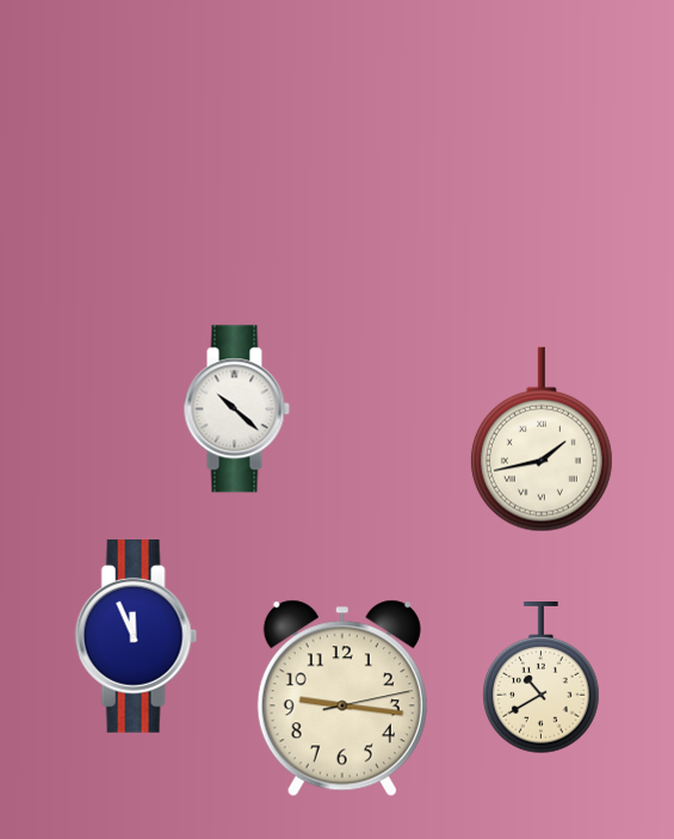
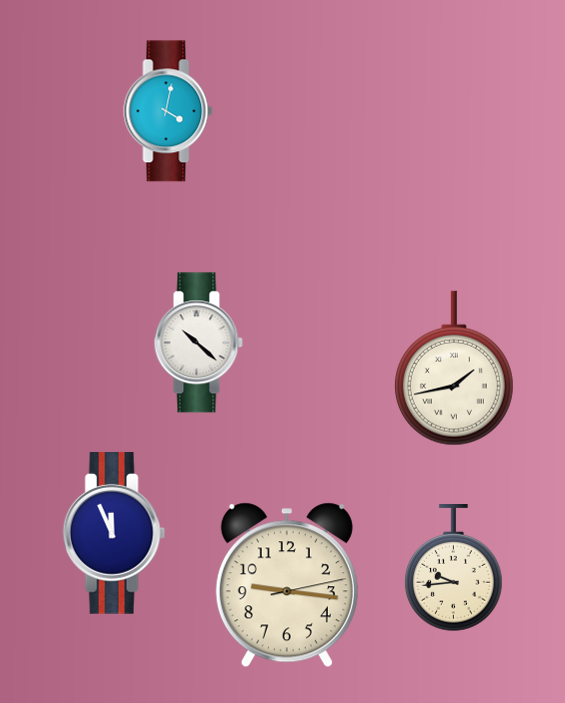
clock at (168, 111): none -> 4:02
clock at (542, 679): 10:40 -> 9:44
